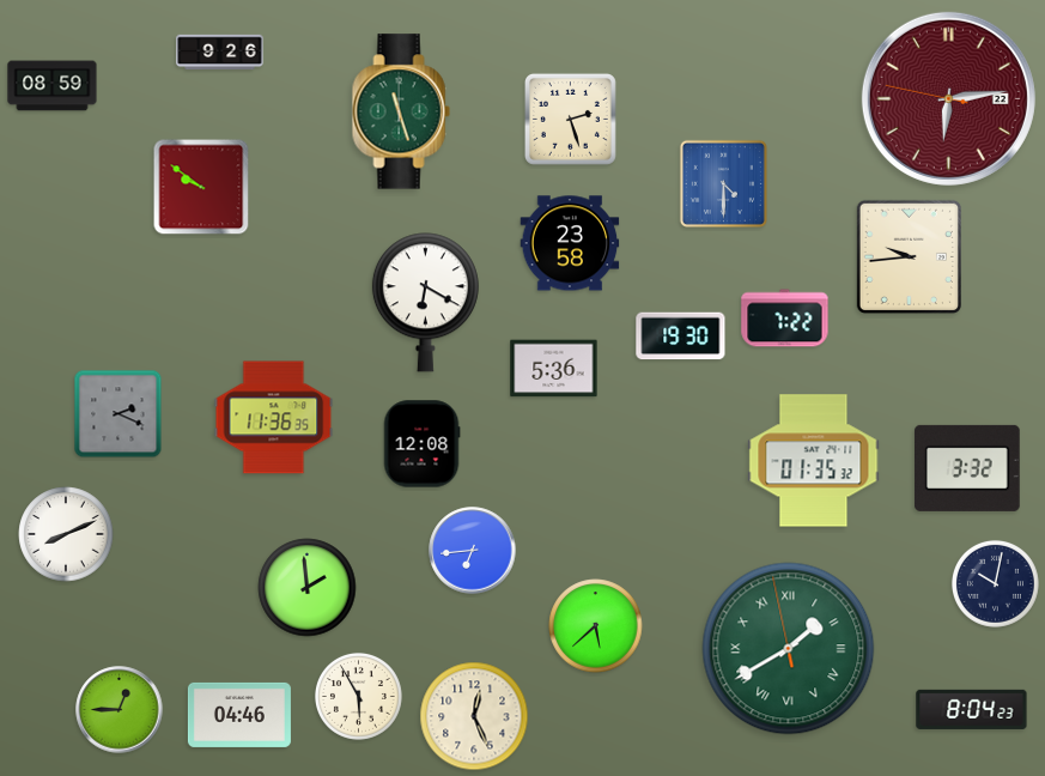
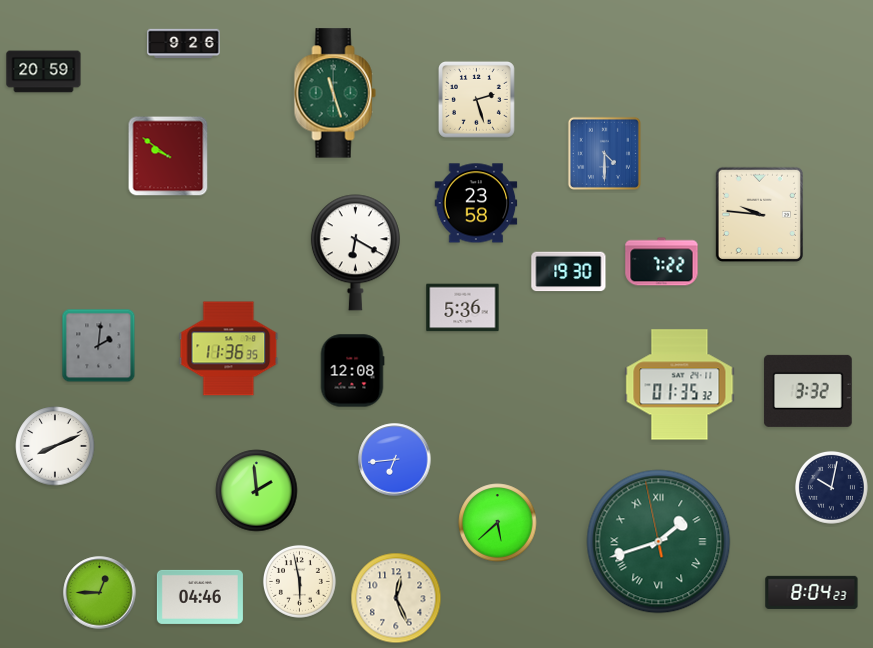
clock at (53, 86): 08:59 -> 20:59
clock at (948, 98): 6:13 -> none
clock at (909, 256): 9:44 -> 9:46
clock at (785, 319) position: (785, 319) -> (662, 262)
clock at (681, 337) position: (681, 337) -> (569, 272)
clock at (119, 414): 2:19 -> 2:01
clock at (789, 649): 1:39 -> 1:41
clock at (358, 696): 5:55 -> 5:58
